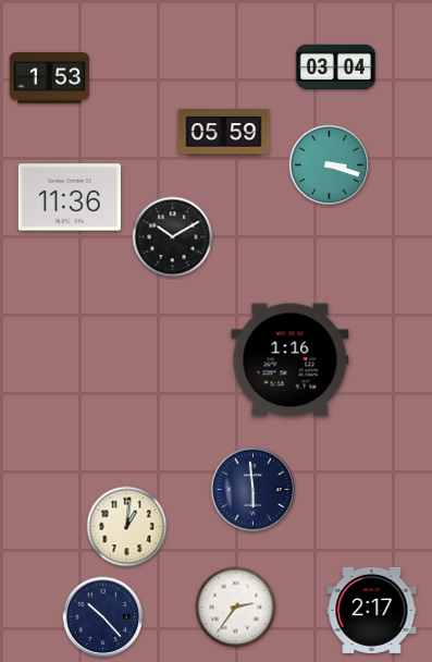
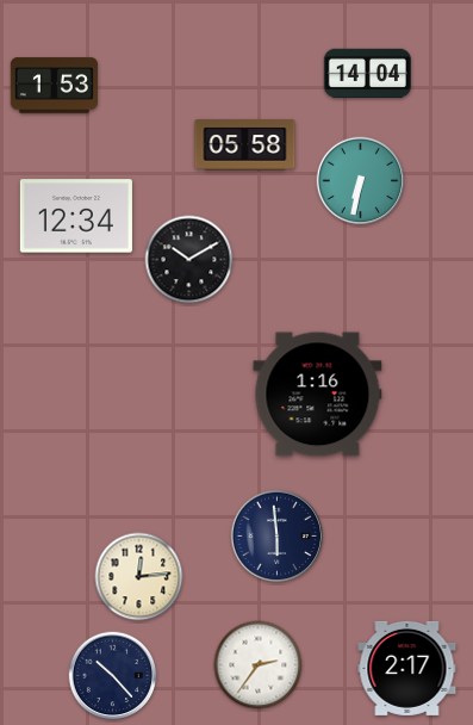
clock at (335, 66): 03:04 -> 14:04
clock at (224, 133): 05:59 -> 05:58
clock at (330, 165): 3:18 -> 6:32
clock at (70, 197): 11:36 -> 12:34
clock at (127, 527): 1:01 -> 12:14
